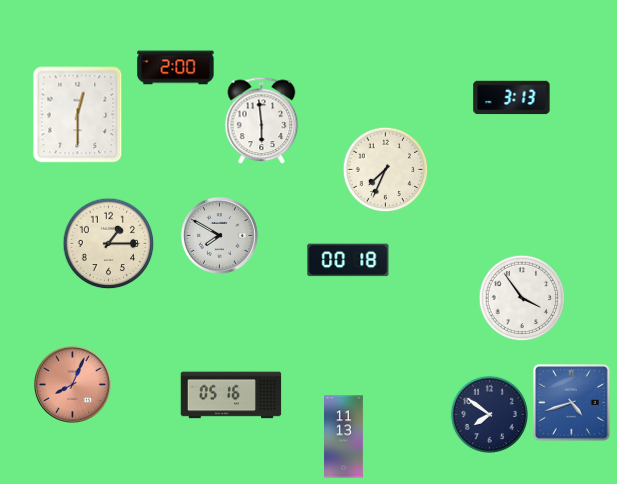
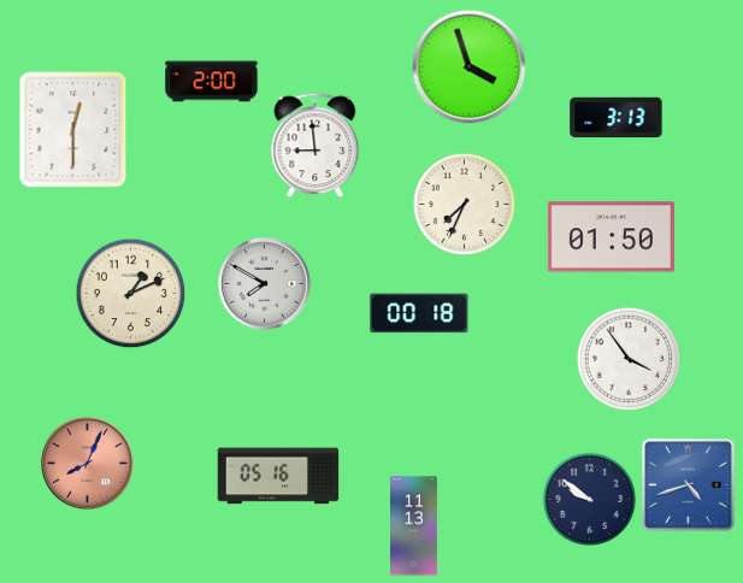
clock at (468, 66): none -> 3:57
clock at (78, 115) position: (78, 115) -> (73, 130)
clock at (262, 120): 5:59 -> 8:59
clock at (611, 237): none -> 01:50
clock at (108, 243): 1:15 -> 1:11
clock at (489, 414): 7:51 -> 9:51
